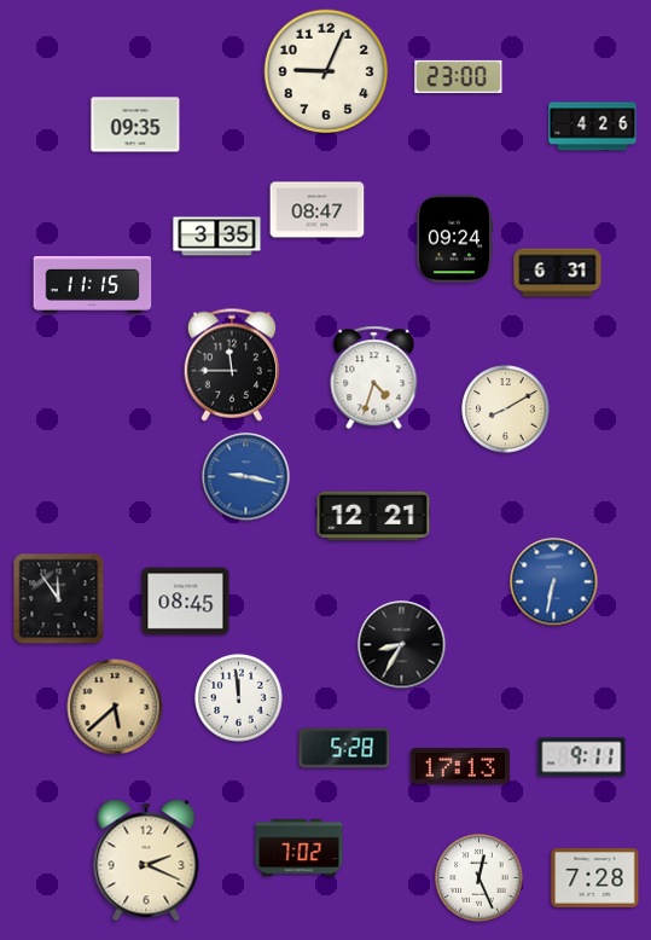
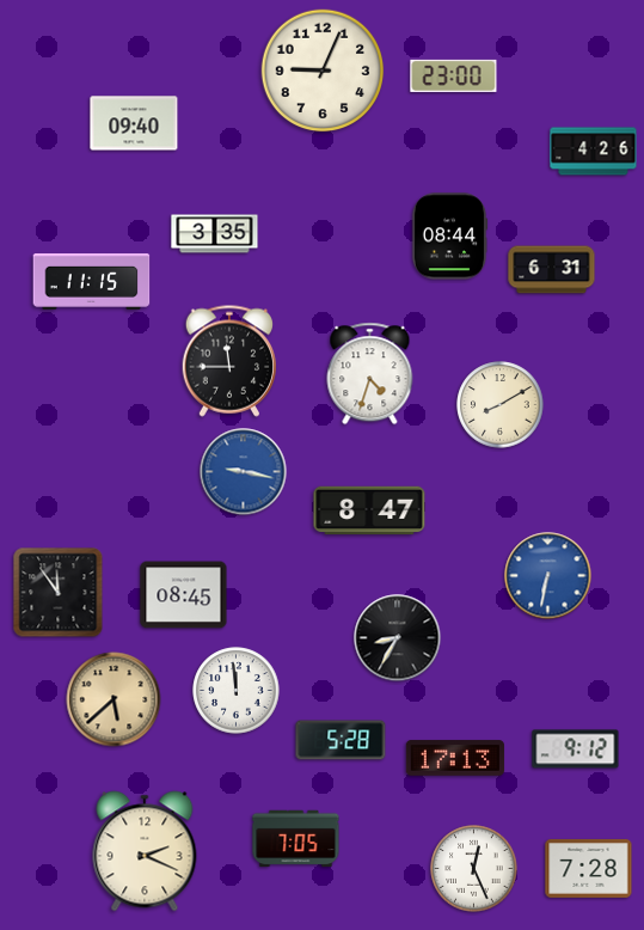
clock at (135, 124): 09:35 -> 09:40
clock at (593, 127) position: (593, 127) -> (594, 152)
clock at (318, 210): 08:47 -> none
clock at (454, 239): 09:24 -> 08:44
clock at (373, 516): 12:21 -> 8:47
clock at (582, 758): 9:11 -> 9:12
clock at (300, 848): 7:02 -> 7:05
